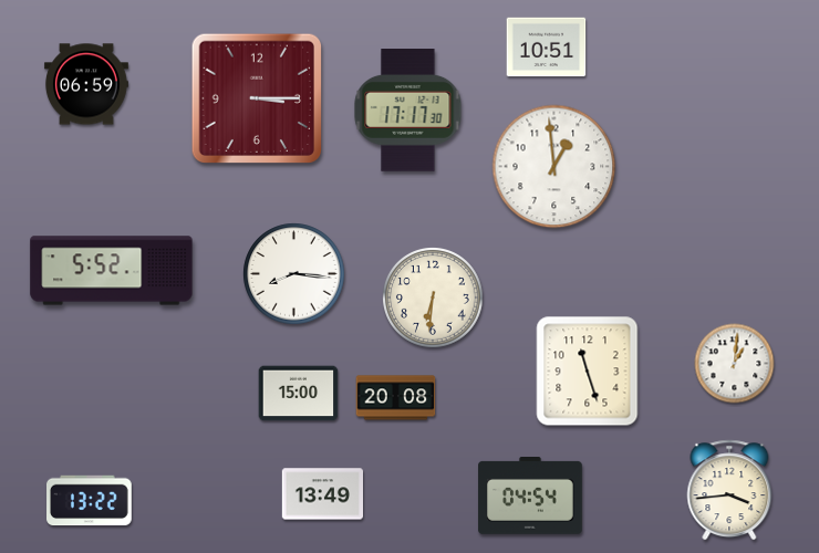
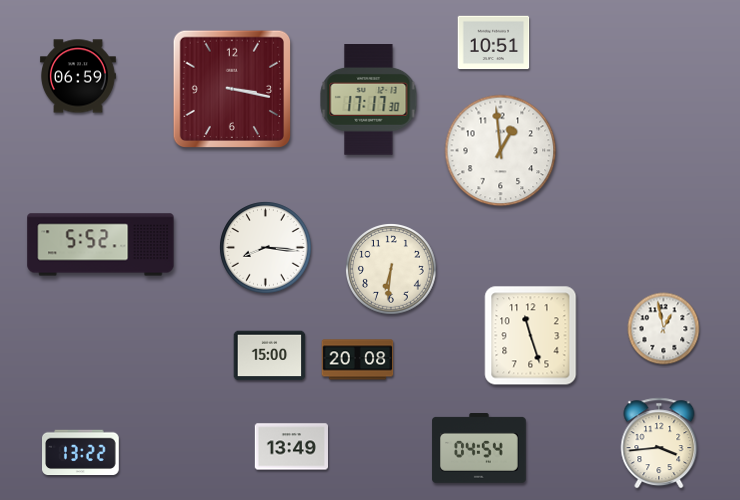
clock at (256, 97): 3:15 -> 3:17
clock at (735, 364): 1:01 -> 12:58
